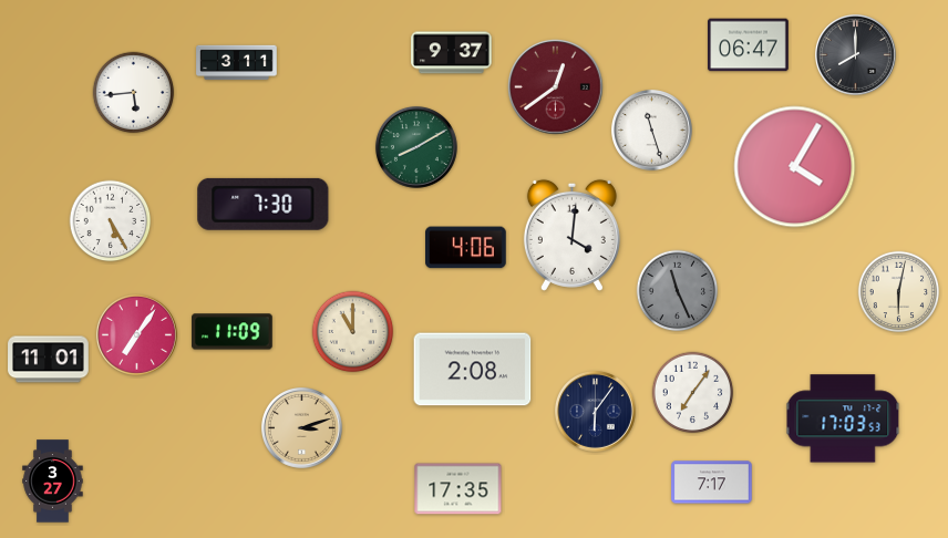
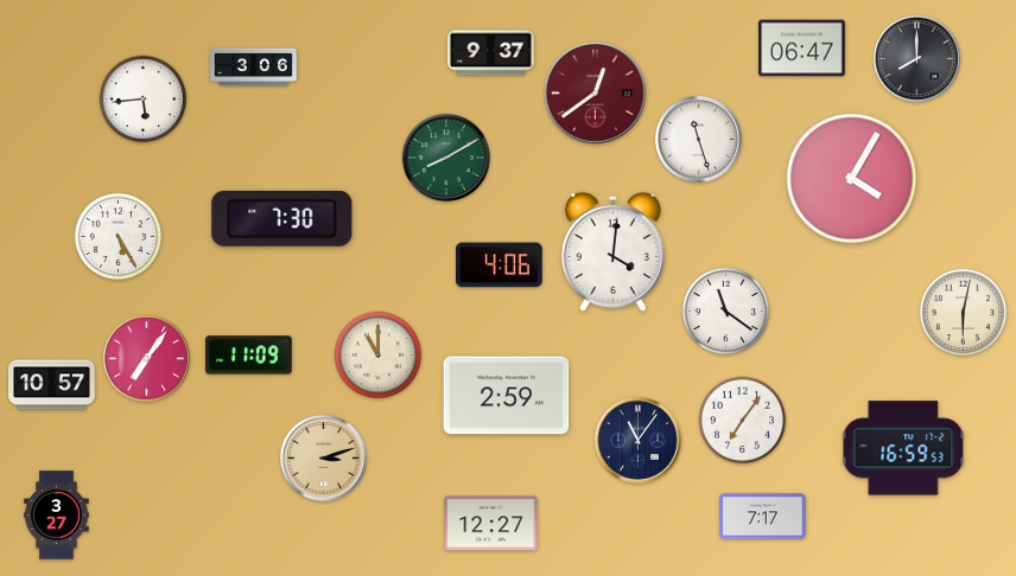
clock at (452, 53) position: (452, 53) -> (491, 53)
clock at (237, 63): 3:11 -> 3:06
clock at (678, 291): 11:26 -> 11:21
clock at (678, 291) dial: grey -> white
clock at (49, 360): 11:01 -> 10:57
clock at (473, 370): 2:08 -> 2:59
clock at (595, 411): 6:06 -> 11:06
clock at (843, 418): 17:03 -> 16:59
clock at (458, 489): 17:35 -> 12:27
